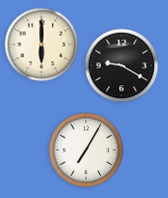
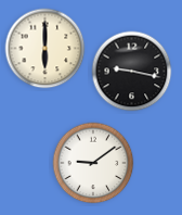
clock at (122, 66): 9:20 -> 9:17
clock at (86, 150): 7:05 -> 9:09
